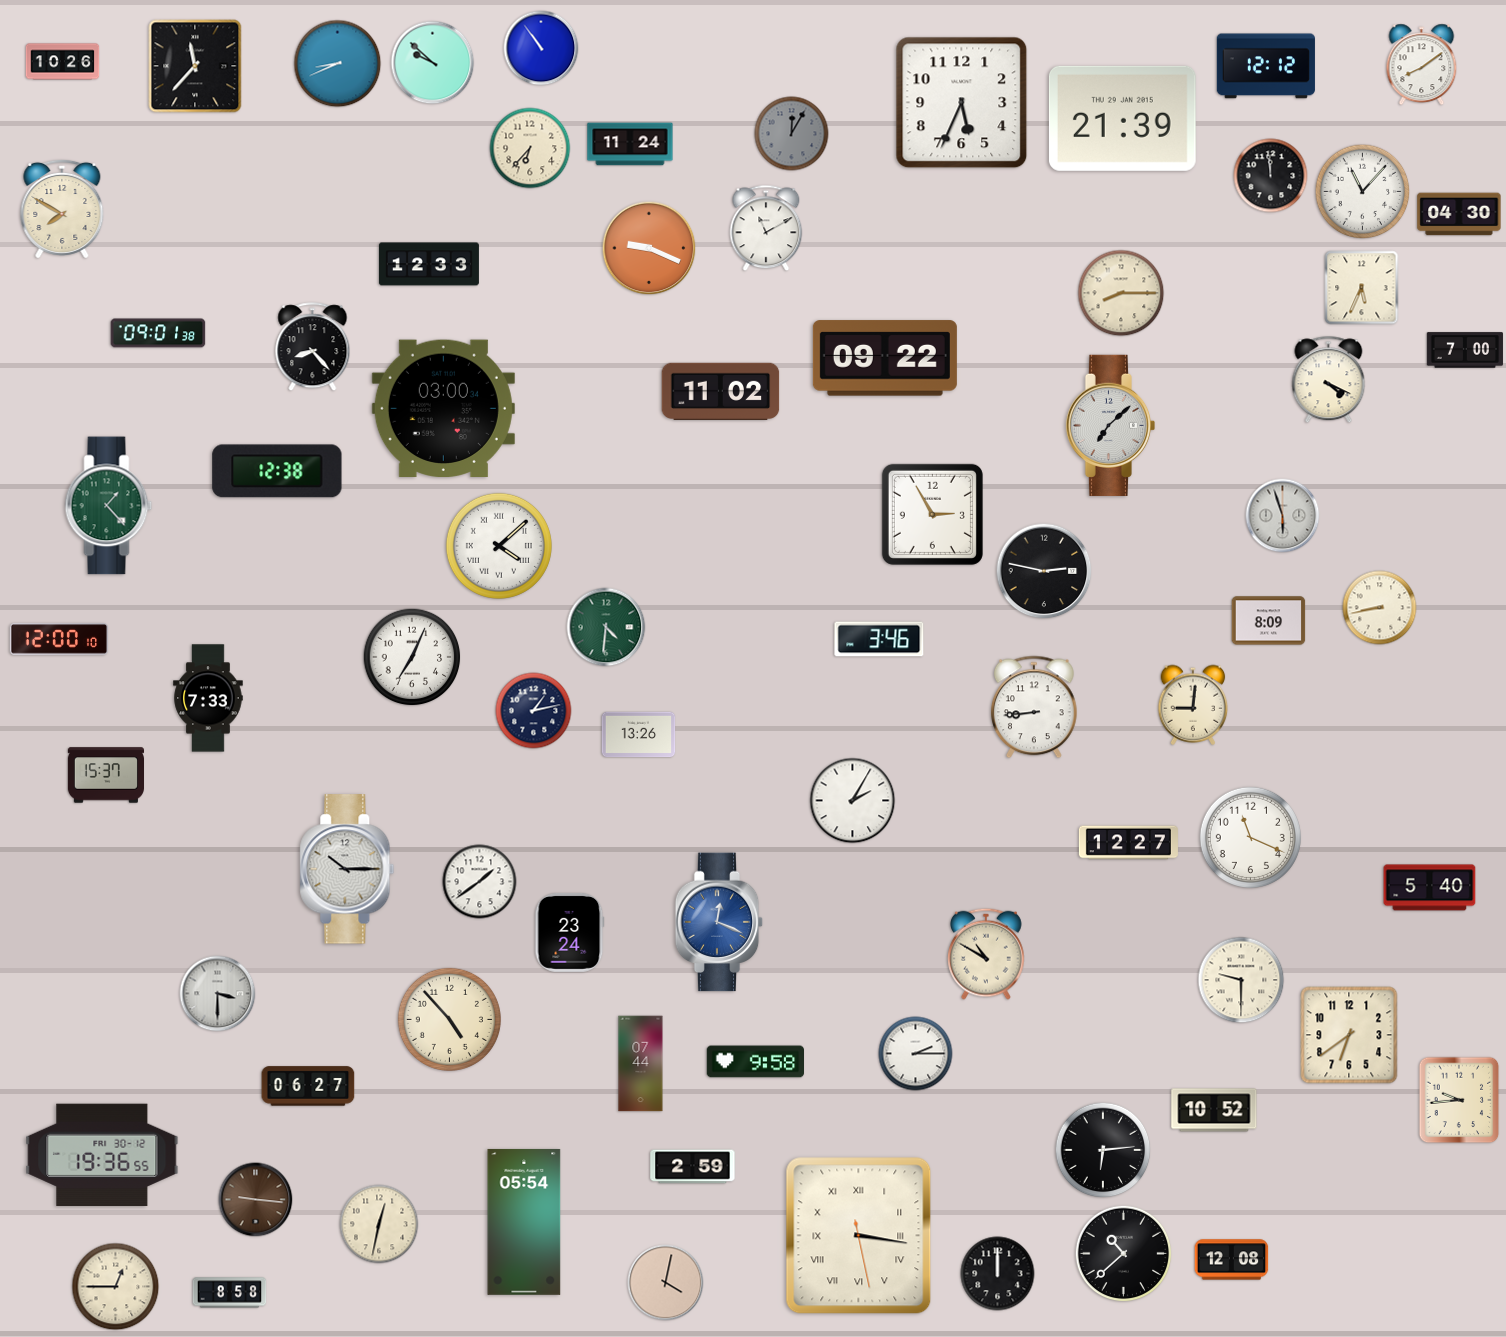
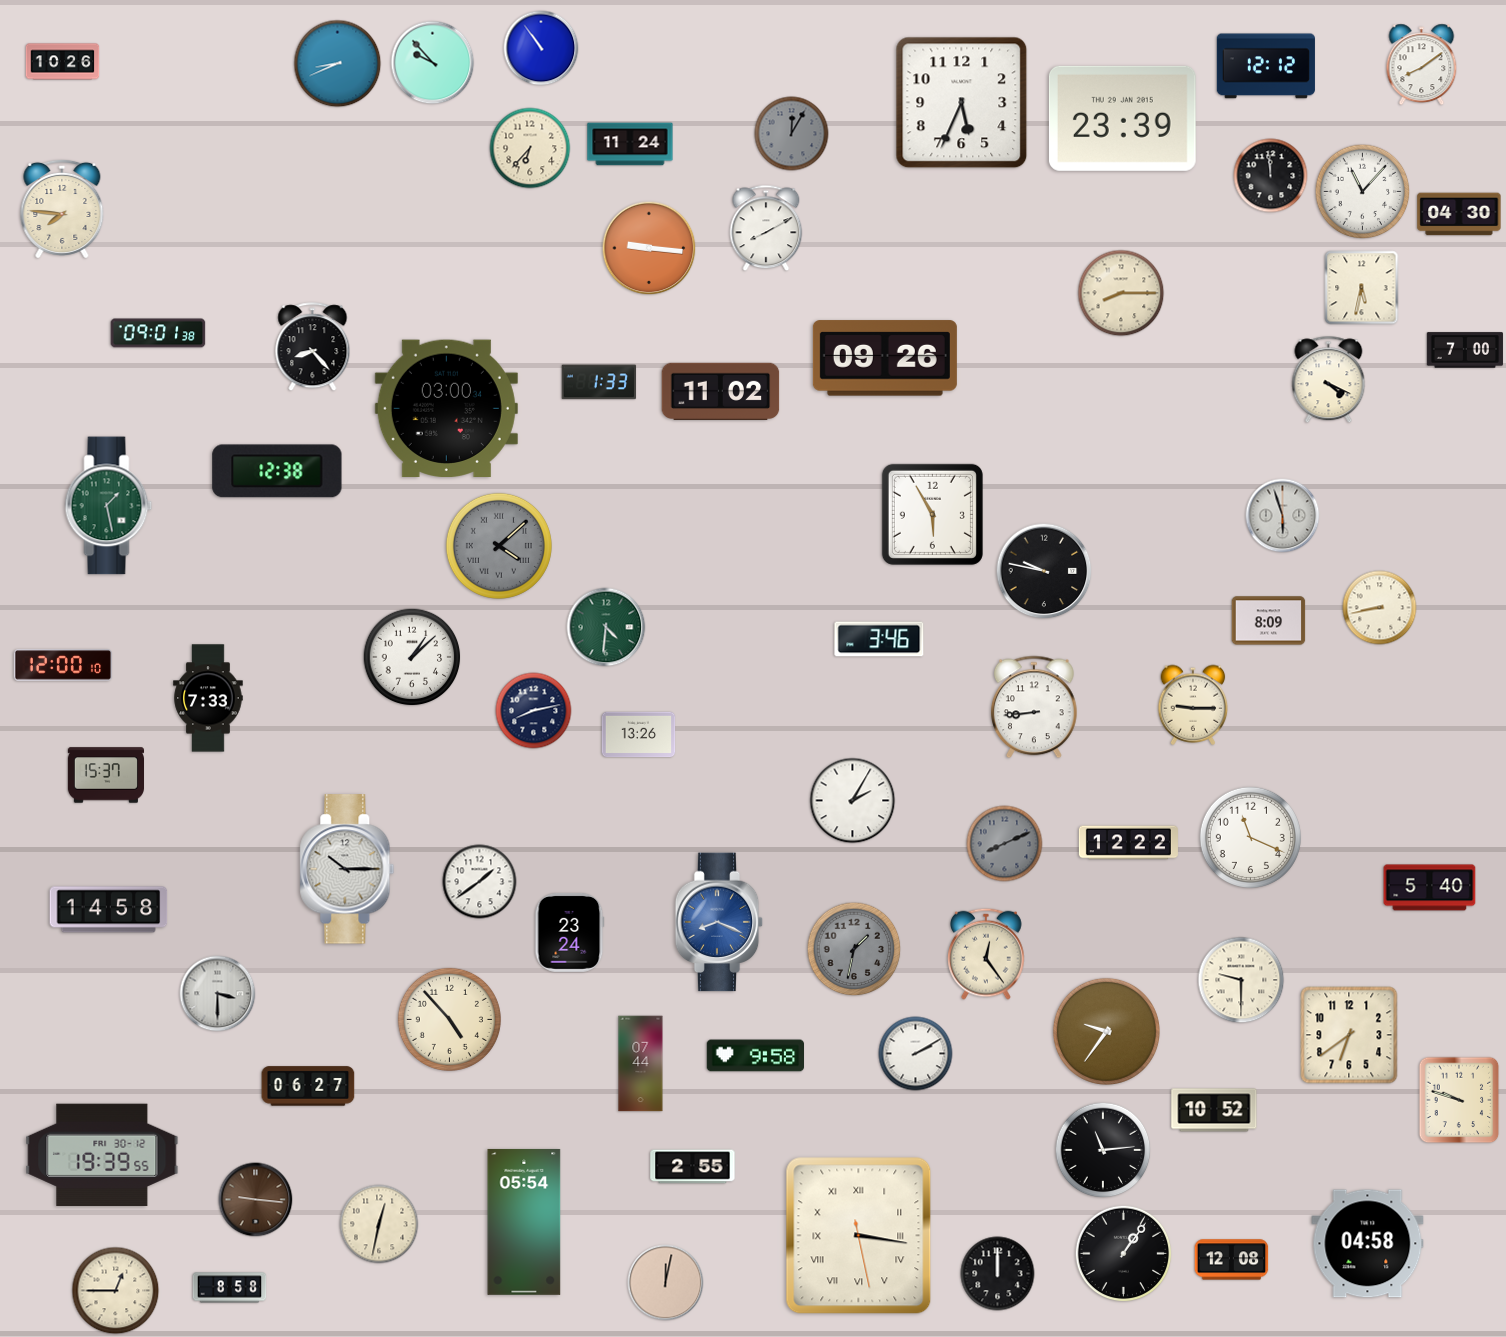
clock at (433, 63): 9:52 -> 9:53
clock at (195, 66): 11:37 -> none
clock at (1122, 118): 21:39 -> 23:39
clock at (62, 209): 7:50 -> 7:46
clock at (766, 228): 11:10 -> 8:10
clock at (649, 248): 9:19 -> 9:16
clock at (429, 264): 12:33 -> none
clock at (1362, 288): 5:34 -> 5:32
clock at (885, 358): 09:22 -> 09:26
clock at (599, 382): none -> 1:33
clock at (443, 408) position: (443, 408) -> (446, 408)
clock at (1110, 425): 7:08 -> none
clock at (109, 506): 1:23 -> 1:28
clock at (932, 514): 2:55 -> 5:55
clock at (499, 546) dial: white -> grey
clock at (1044, 571): 2:47 -> 9:47
clock at (59, 639) position: (59, 639) -> (63, 665)
clock at (412, 657): 7:04 -> 1:08
clock at (1193, 705): 9:01 -> 9:15
clock at (534, 711): 1:13 -> 8:13
clock at (1128, 843): 12:27 -> 12:22
clock at (1005, 844): none -> 8:11
clock at (109, 910): none -> 14:58
clock at (719, 922): 12:19 -> 8:19
clock at (854, 949): none -> 1:32
clock at (987, 954): 10:50 -> 12:24
clock at (1106, 1031): none -> 9:36
clock at (916, 1054): 2:15 -> 2:10
clock at (755, 1062) position: (755, 1062) -> (755, 1056)
clock at (1459, 1100): 9:44 -> 9:48
clock at (1103, 1150): 6:14 -> 11:14
clock at (102, 1154): 19:36 -> 19:39
clock at (693, 1167): 2:59 -> 2:55
clock at (1368, 1244): none -> 04:58
clock at (1124, 1254): 10:38 -> 1:06
clock at (666, 1283): 4:02 -> 12:02
clock at (116, 1287) position: (116, 1287) -> (116, 1291)
clock at (230, 1293) position: (230, 1293) -> (230, 1288)
